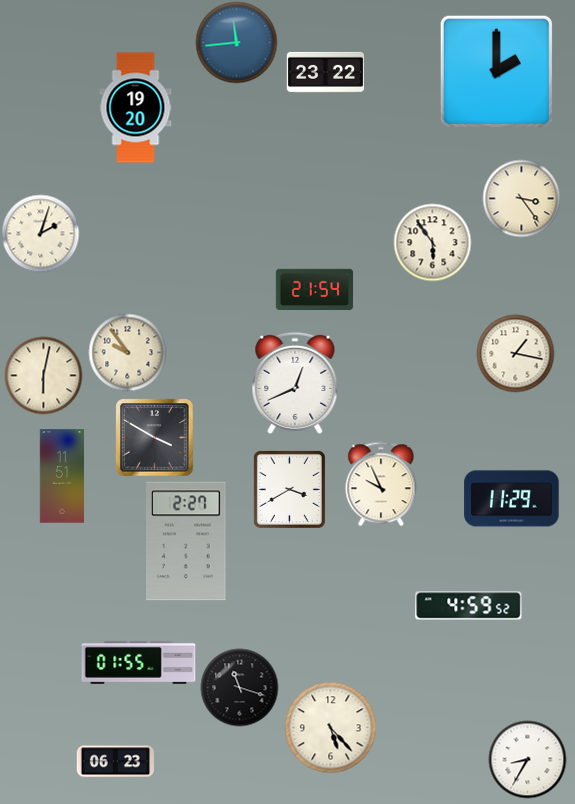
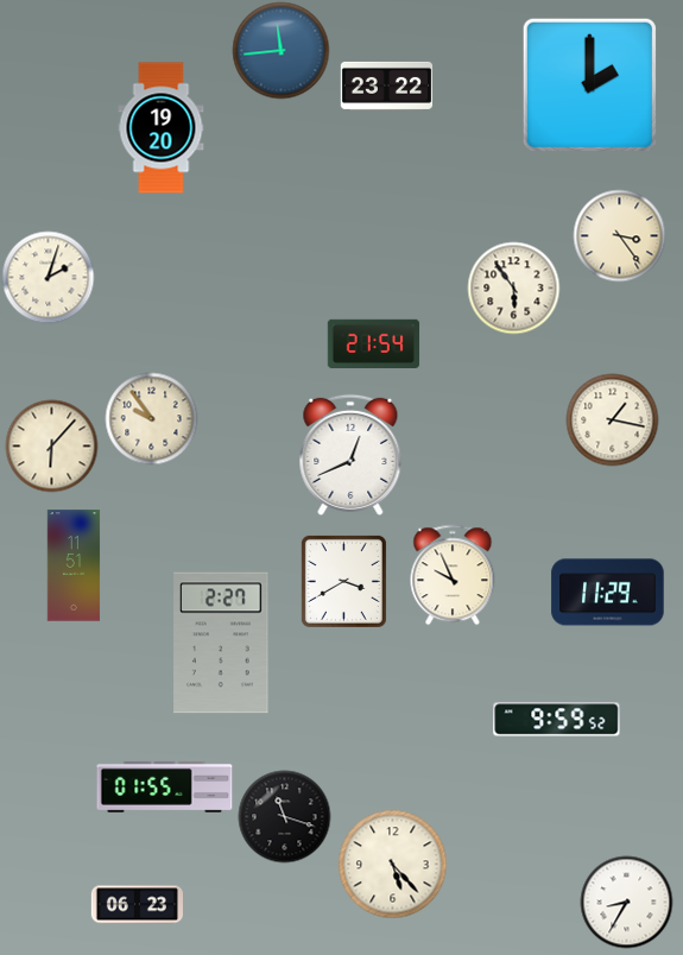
clock at (43, 375): 6:02 -> 6:07
clock at (154, 437): 3:50 -> none
clock at (469, 606): 4:59 -> 9:59
